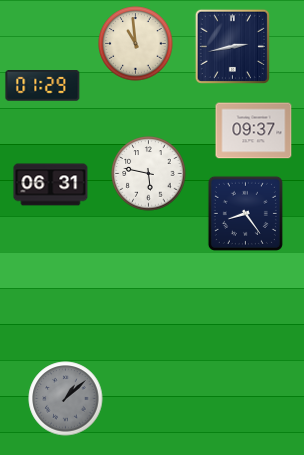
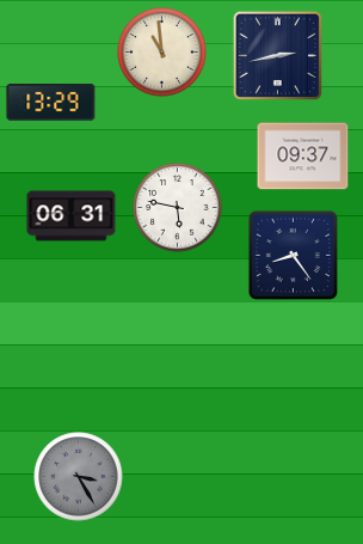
clock at (43, 86): 01:29 -> 13:29
clock at (51, 185) position: (51, 185) -> (72, 216)
clock at (66, 399): 1:08 -> 3:25
